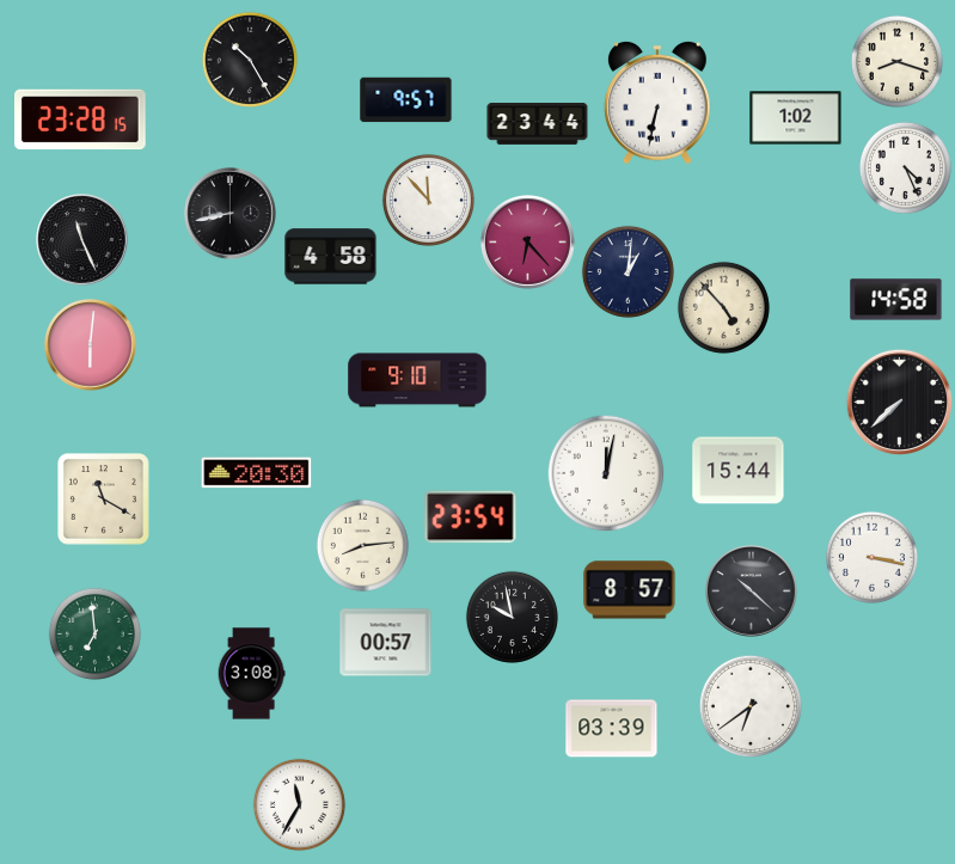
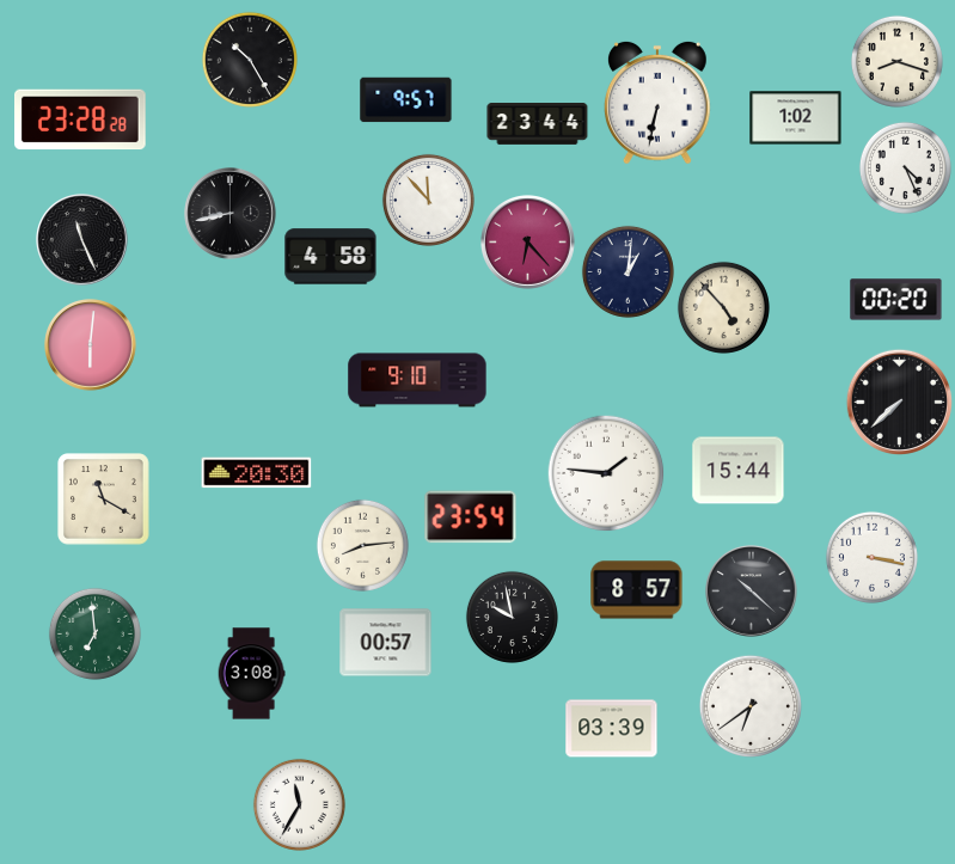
clock at (81, 120): 23:28:15 -> 23:28:28
clock at (896, 300): 14:58 -> 00:20
clock at (606, 473): 12:02 -> 1:46
clock at (630, 590) position: (630, 590) -> (637, 590)
